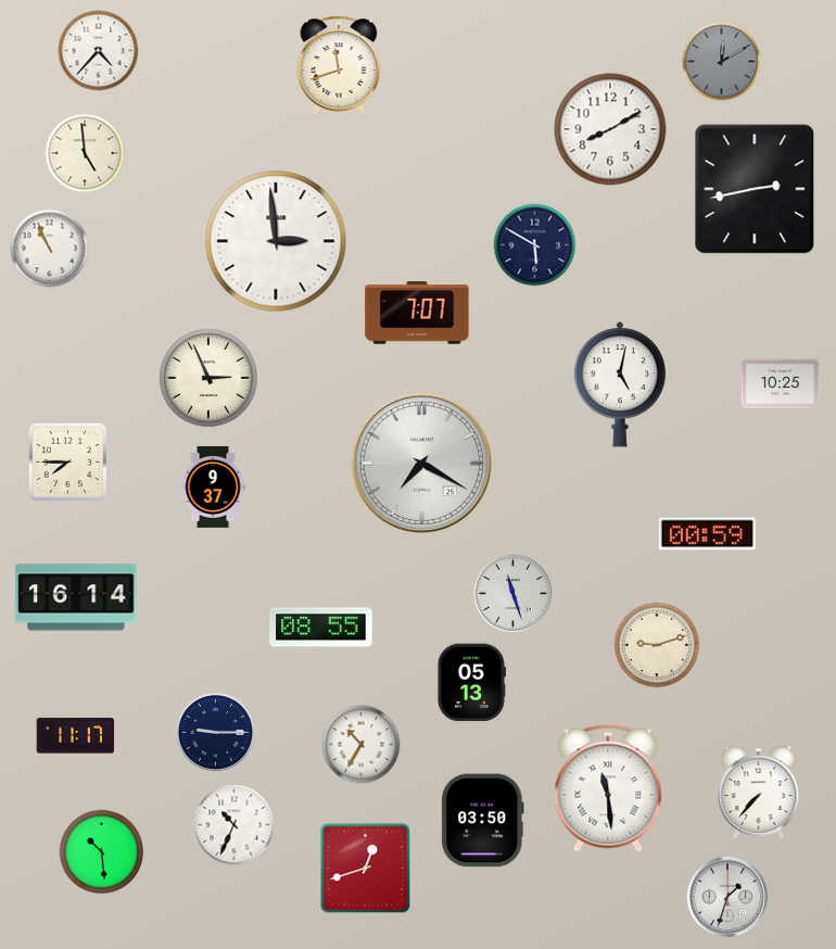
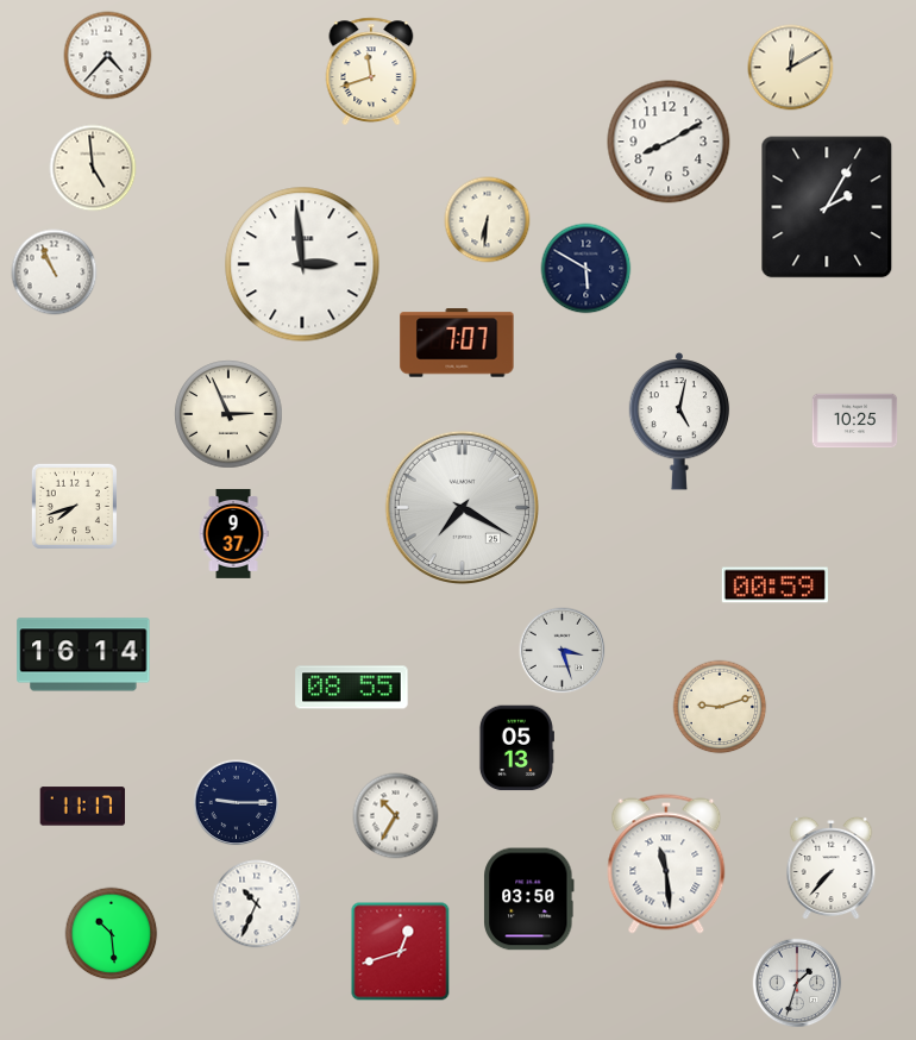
clock at (722, 62) dial: grey -> cream
clock at (755, 189): 2:43 -> 2:05
clock at (488, 220): none -> 6:31
clock at (67, 461): 7:45 -> 7:42
clock at (514, 594): 11:27 -> 3:27
